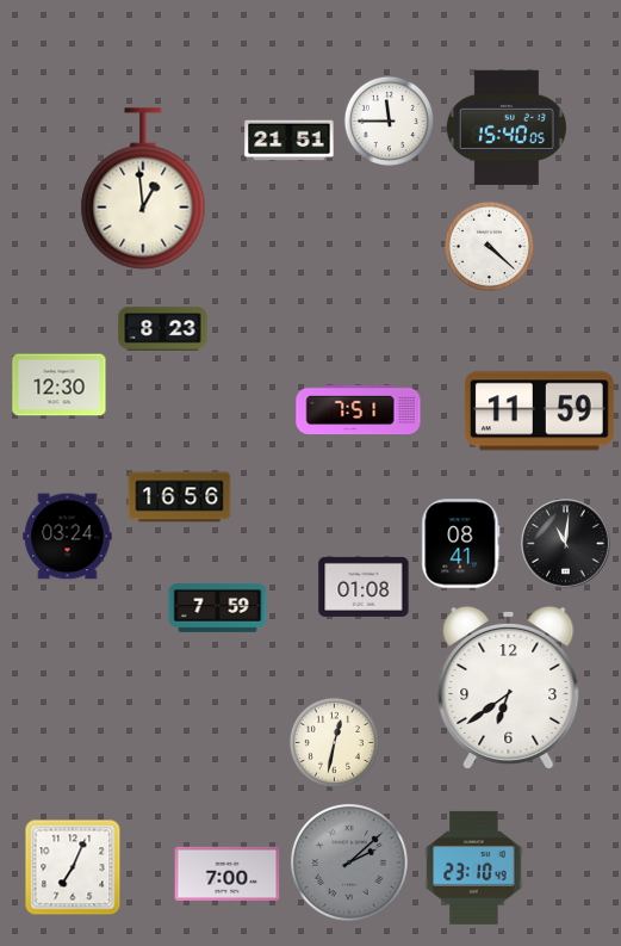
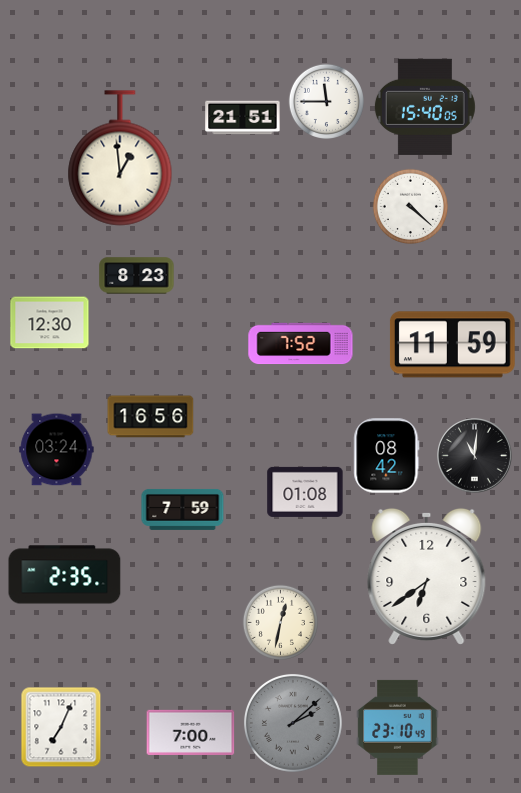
clock at (359, 410): 7:51 -> 7:52
clock at (461, 544): 08:41 -> 08:42
clock at (65, 575): none -> 2:35
